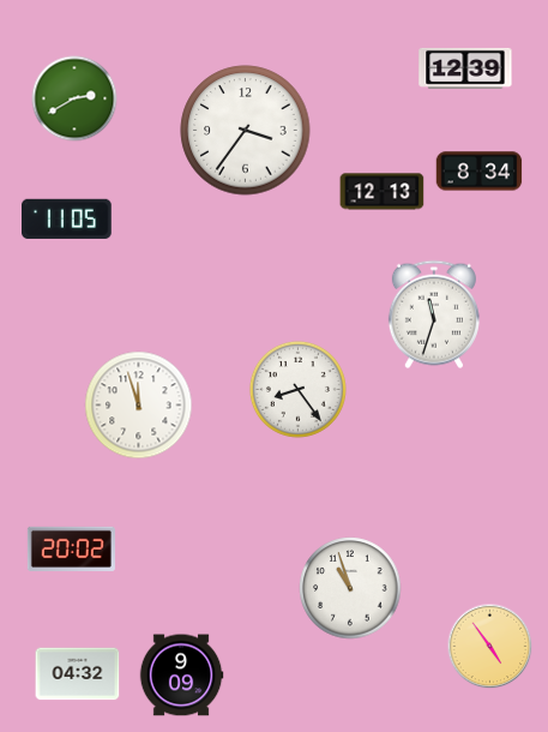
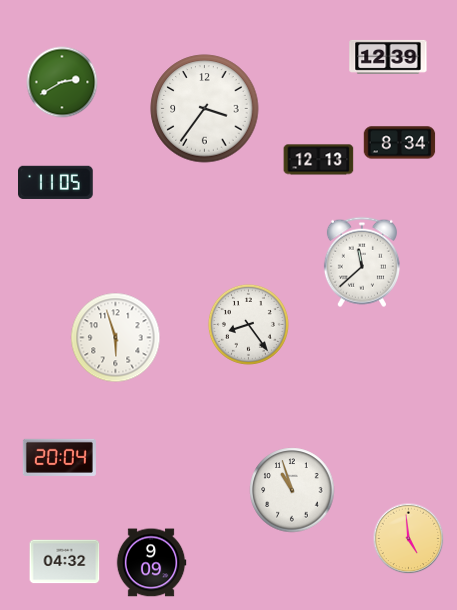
clock at (434, 314): 11:33 -> 11:38
clock at (139, 406): 11:57 -> 5:57
clock at (71, 548): 20:02 -> 20:04
clock at (490, 647): 4:54 -> 4:59
